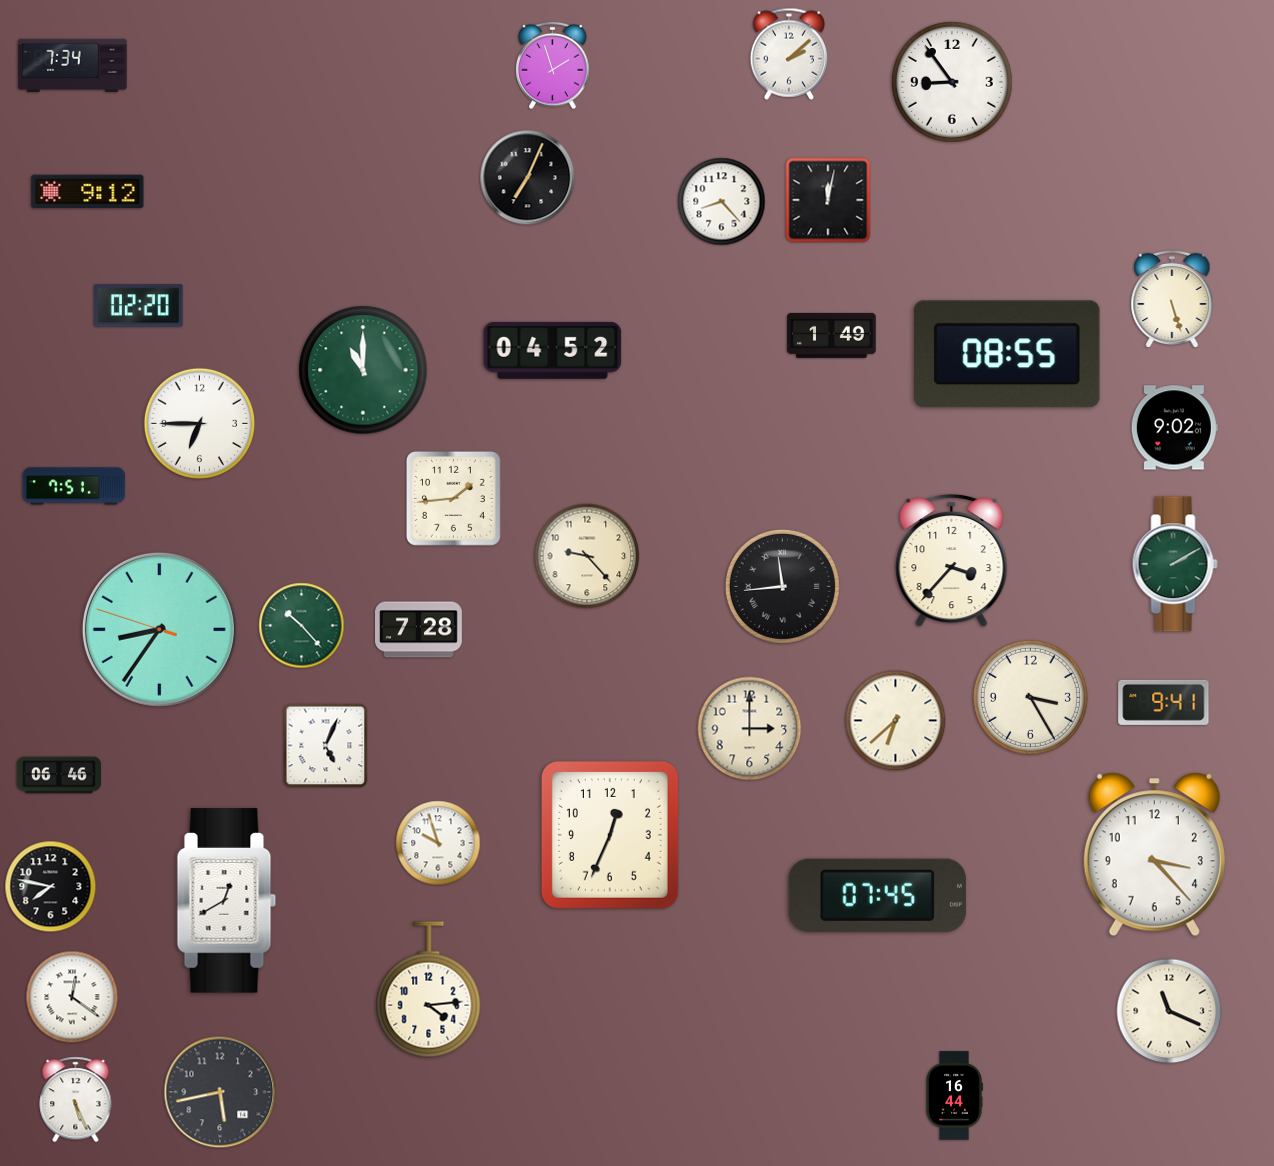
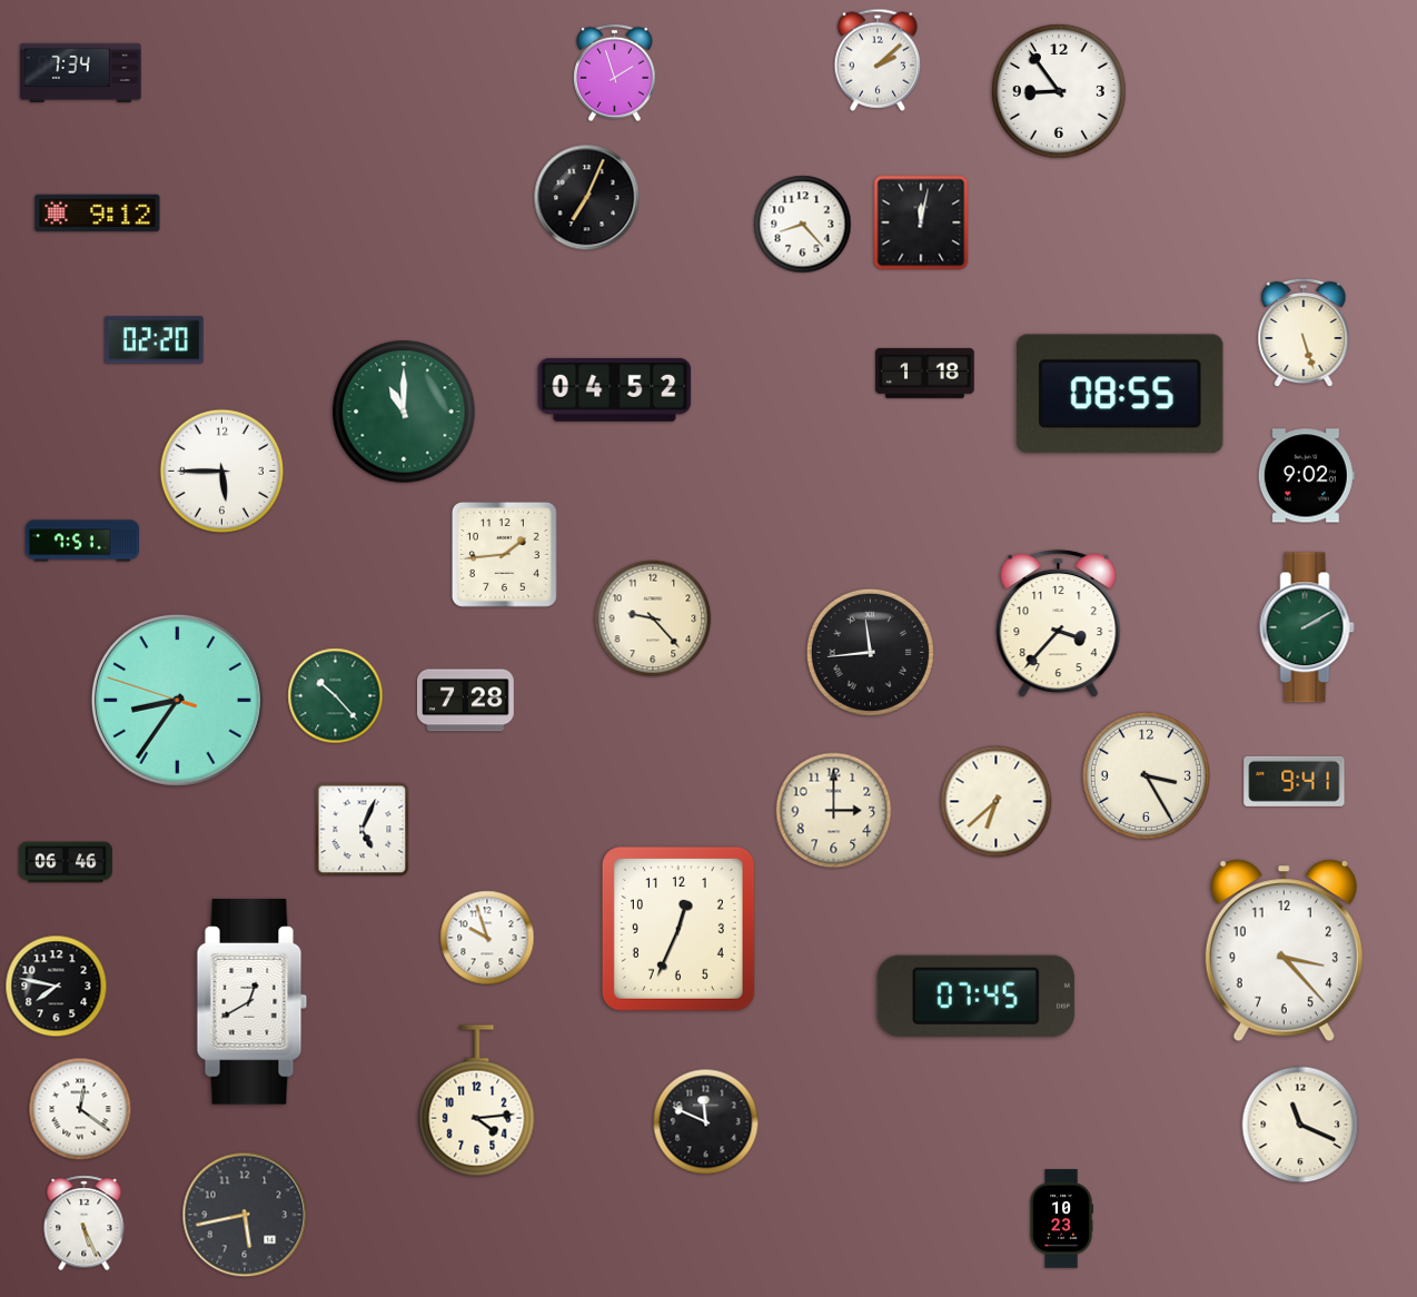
clock at (832, 335): 1:49 -> 1:18
clock at (199, 423): 6:45 -> 5:45
clock at (706, 1122): none -> 11:49
clock at (954, 1096): 16:44 -> 10:23
